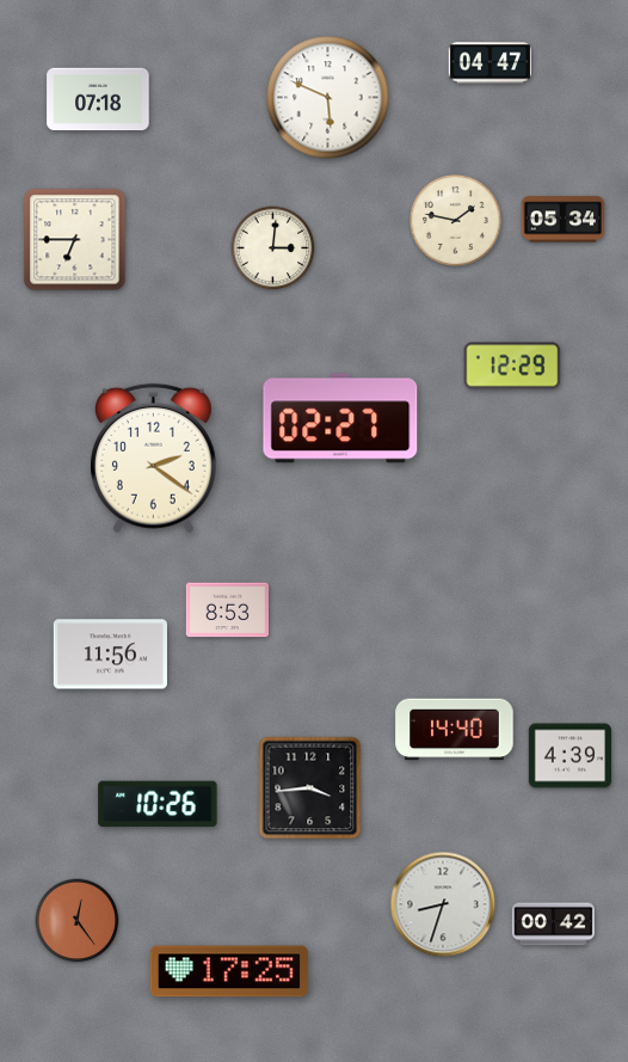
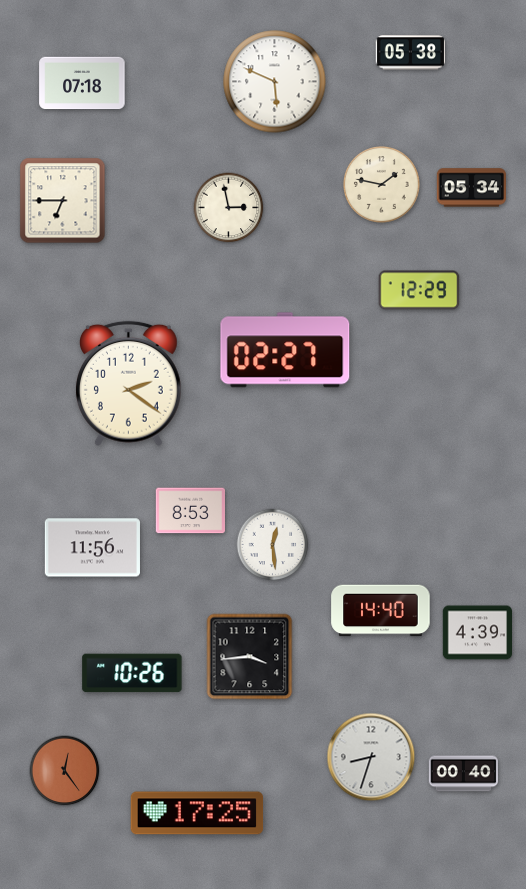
clock at (490, 63): 04:47 -> 05:38
clock at (562, 220) position: (562, 220) -> (471, 188)
clock at (273, 248): 3:01 -> 2:58
clock at (512, 366) position: (512, 366) -> (419, 290)
clock at (273, 545): none -> 12:29
clock at (310, 788) position: (310, 788) -> (250, 657)
clock at (553, 925): 00:42 -> 00:40
clock at (229, 971) position: (229, 971) -> (197, 813)
